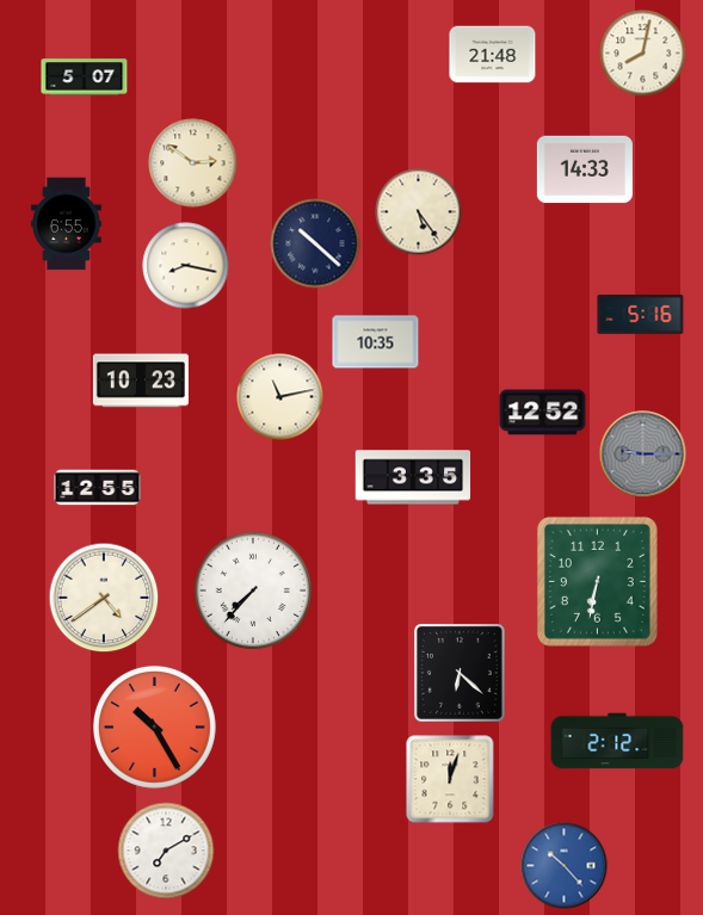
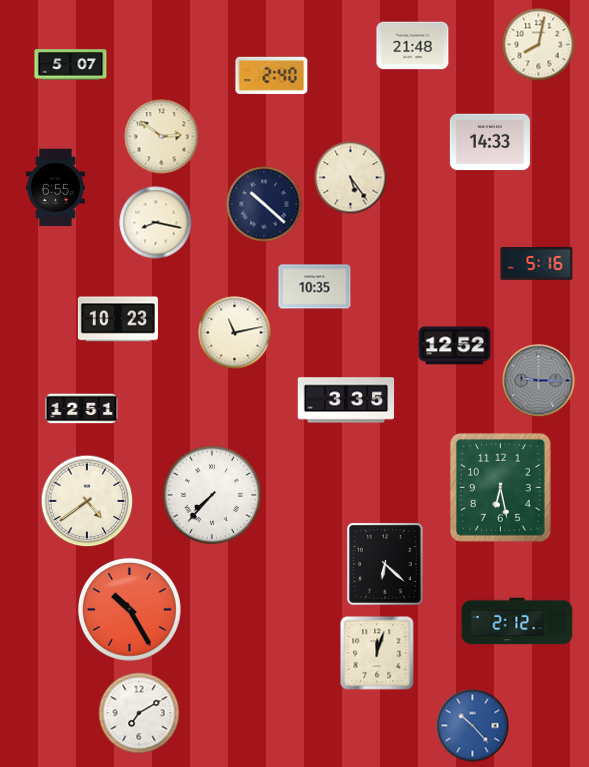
clock at (272, 75): none -> 2:40
clock at (98, 488): 12:55 -> 12:51
clock at (597, 581): 6:32 -> 6:28
